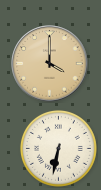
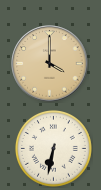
clock at (58, 148) position: (58, 148) -> (53, 148)
